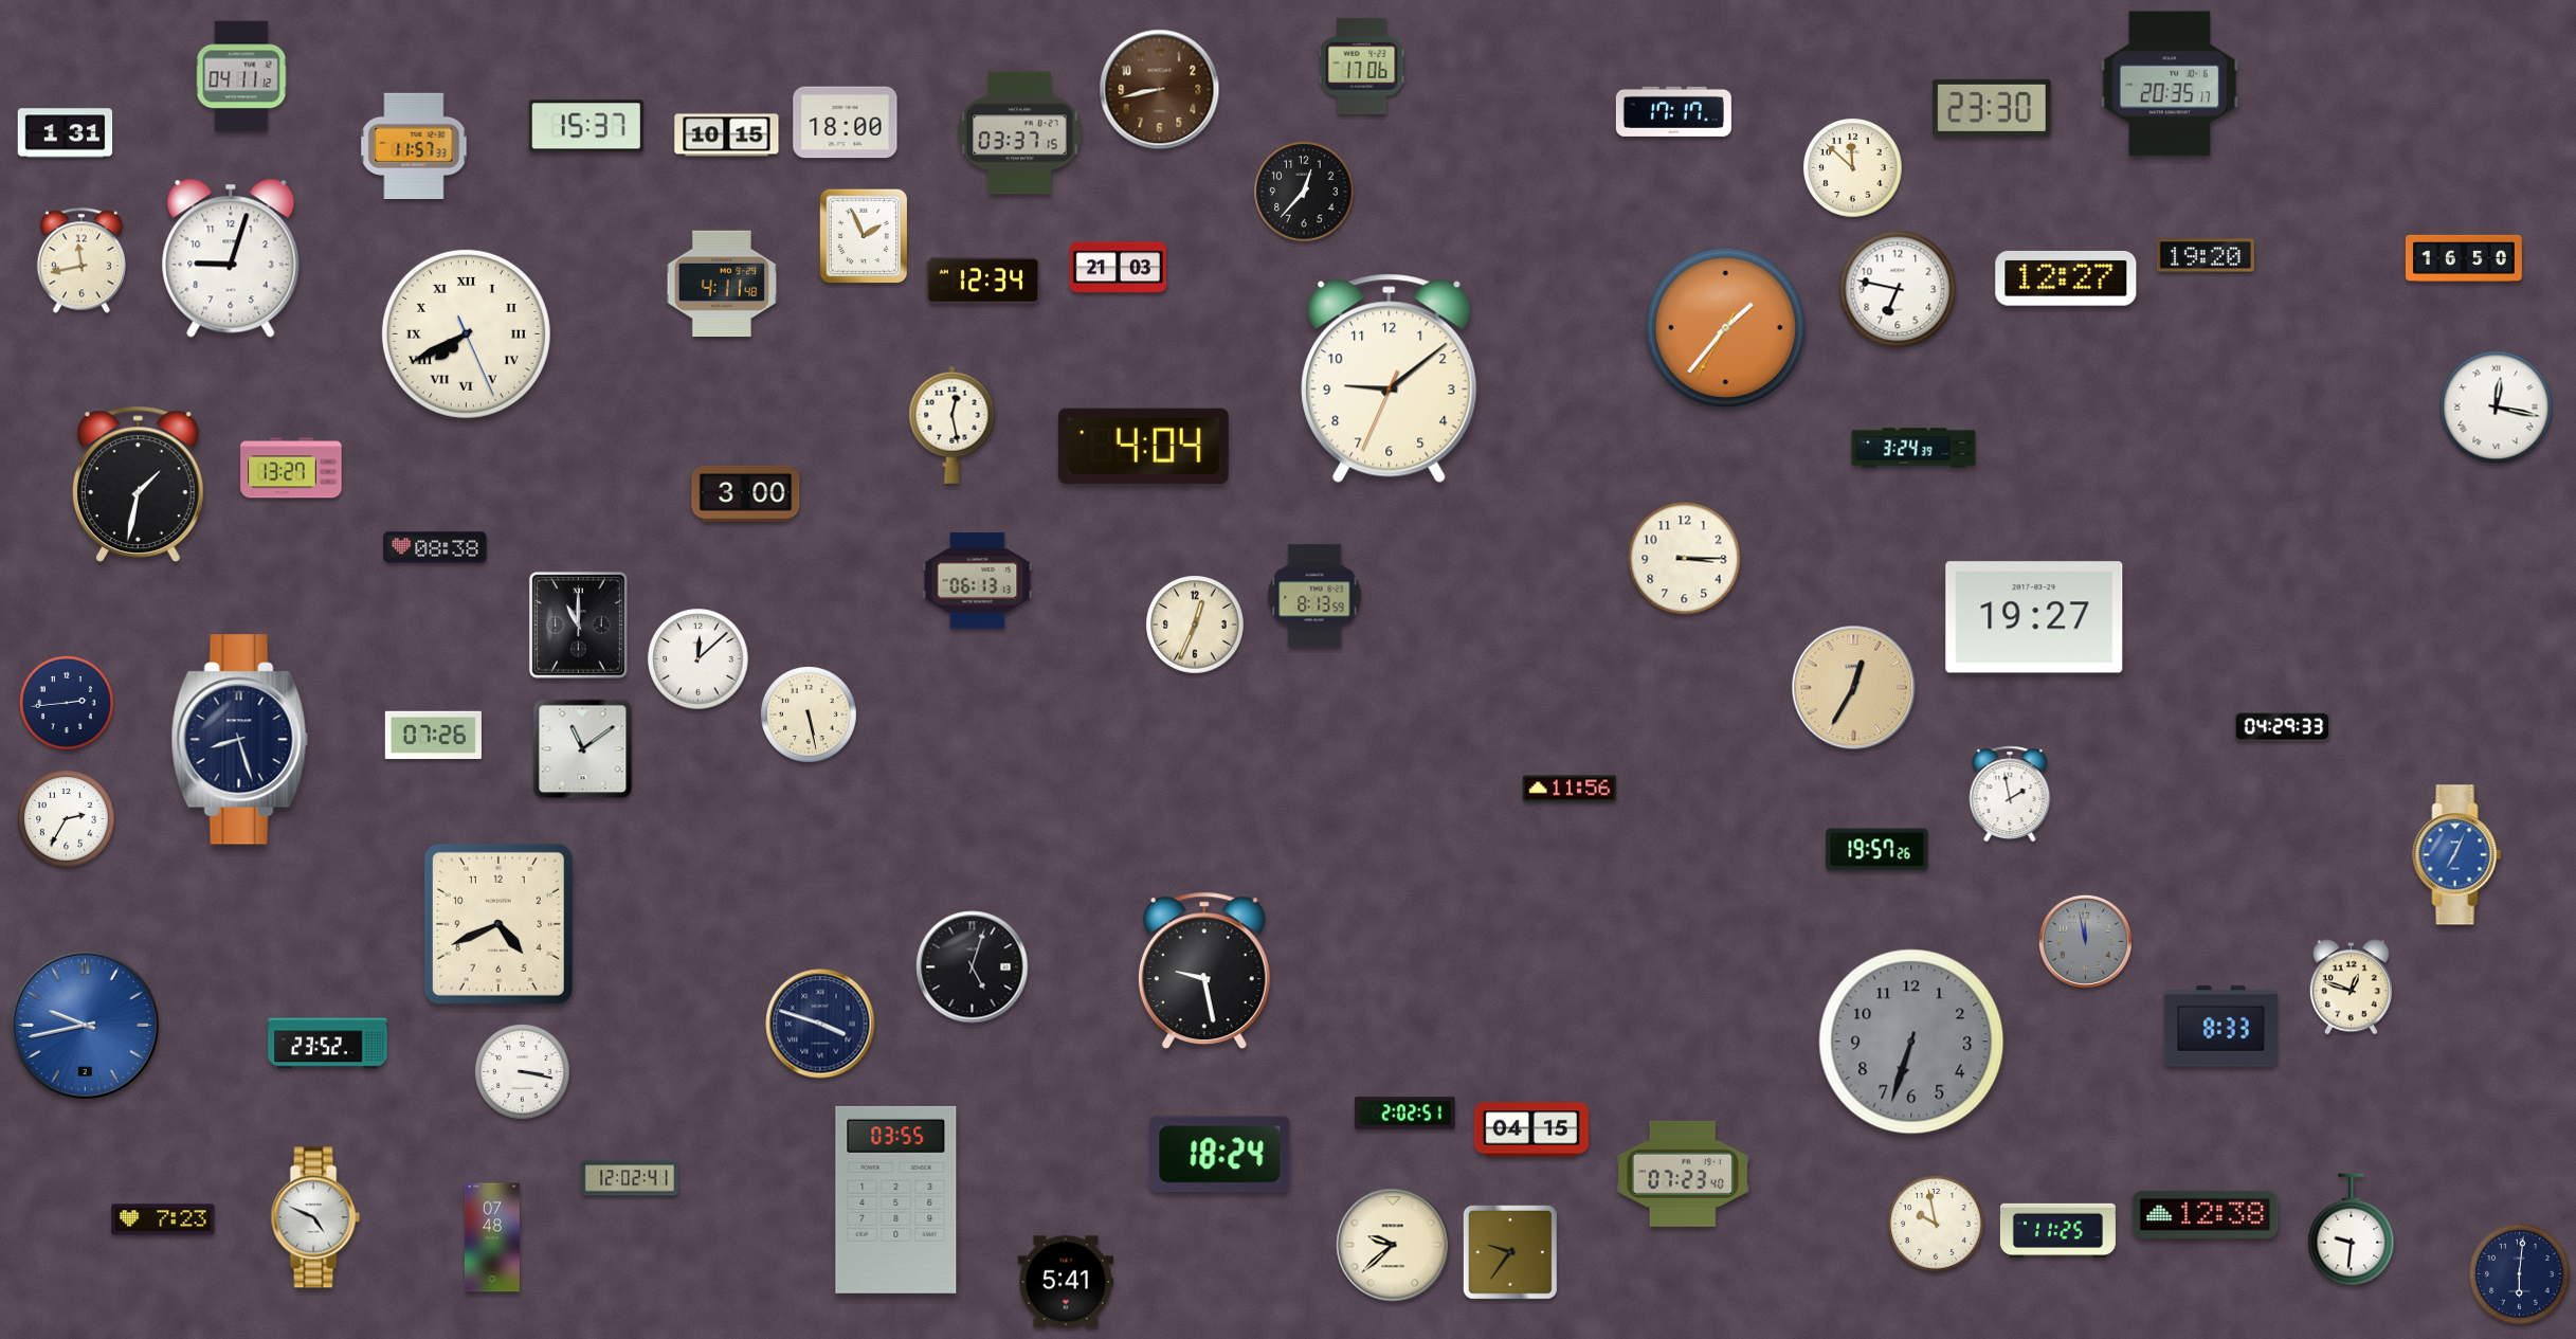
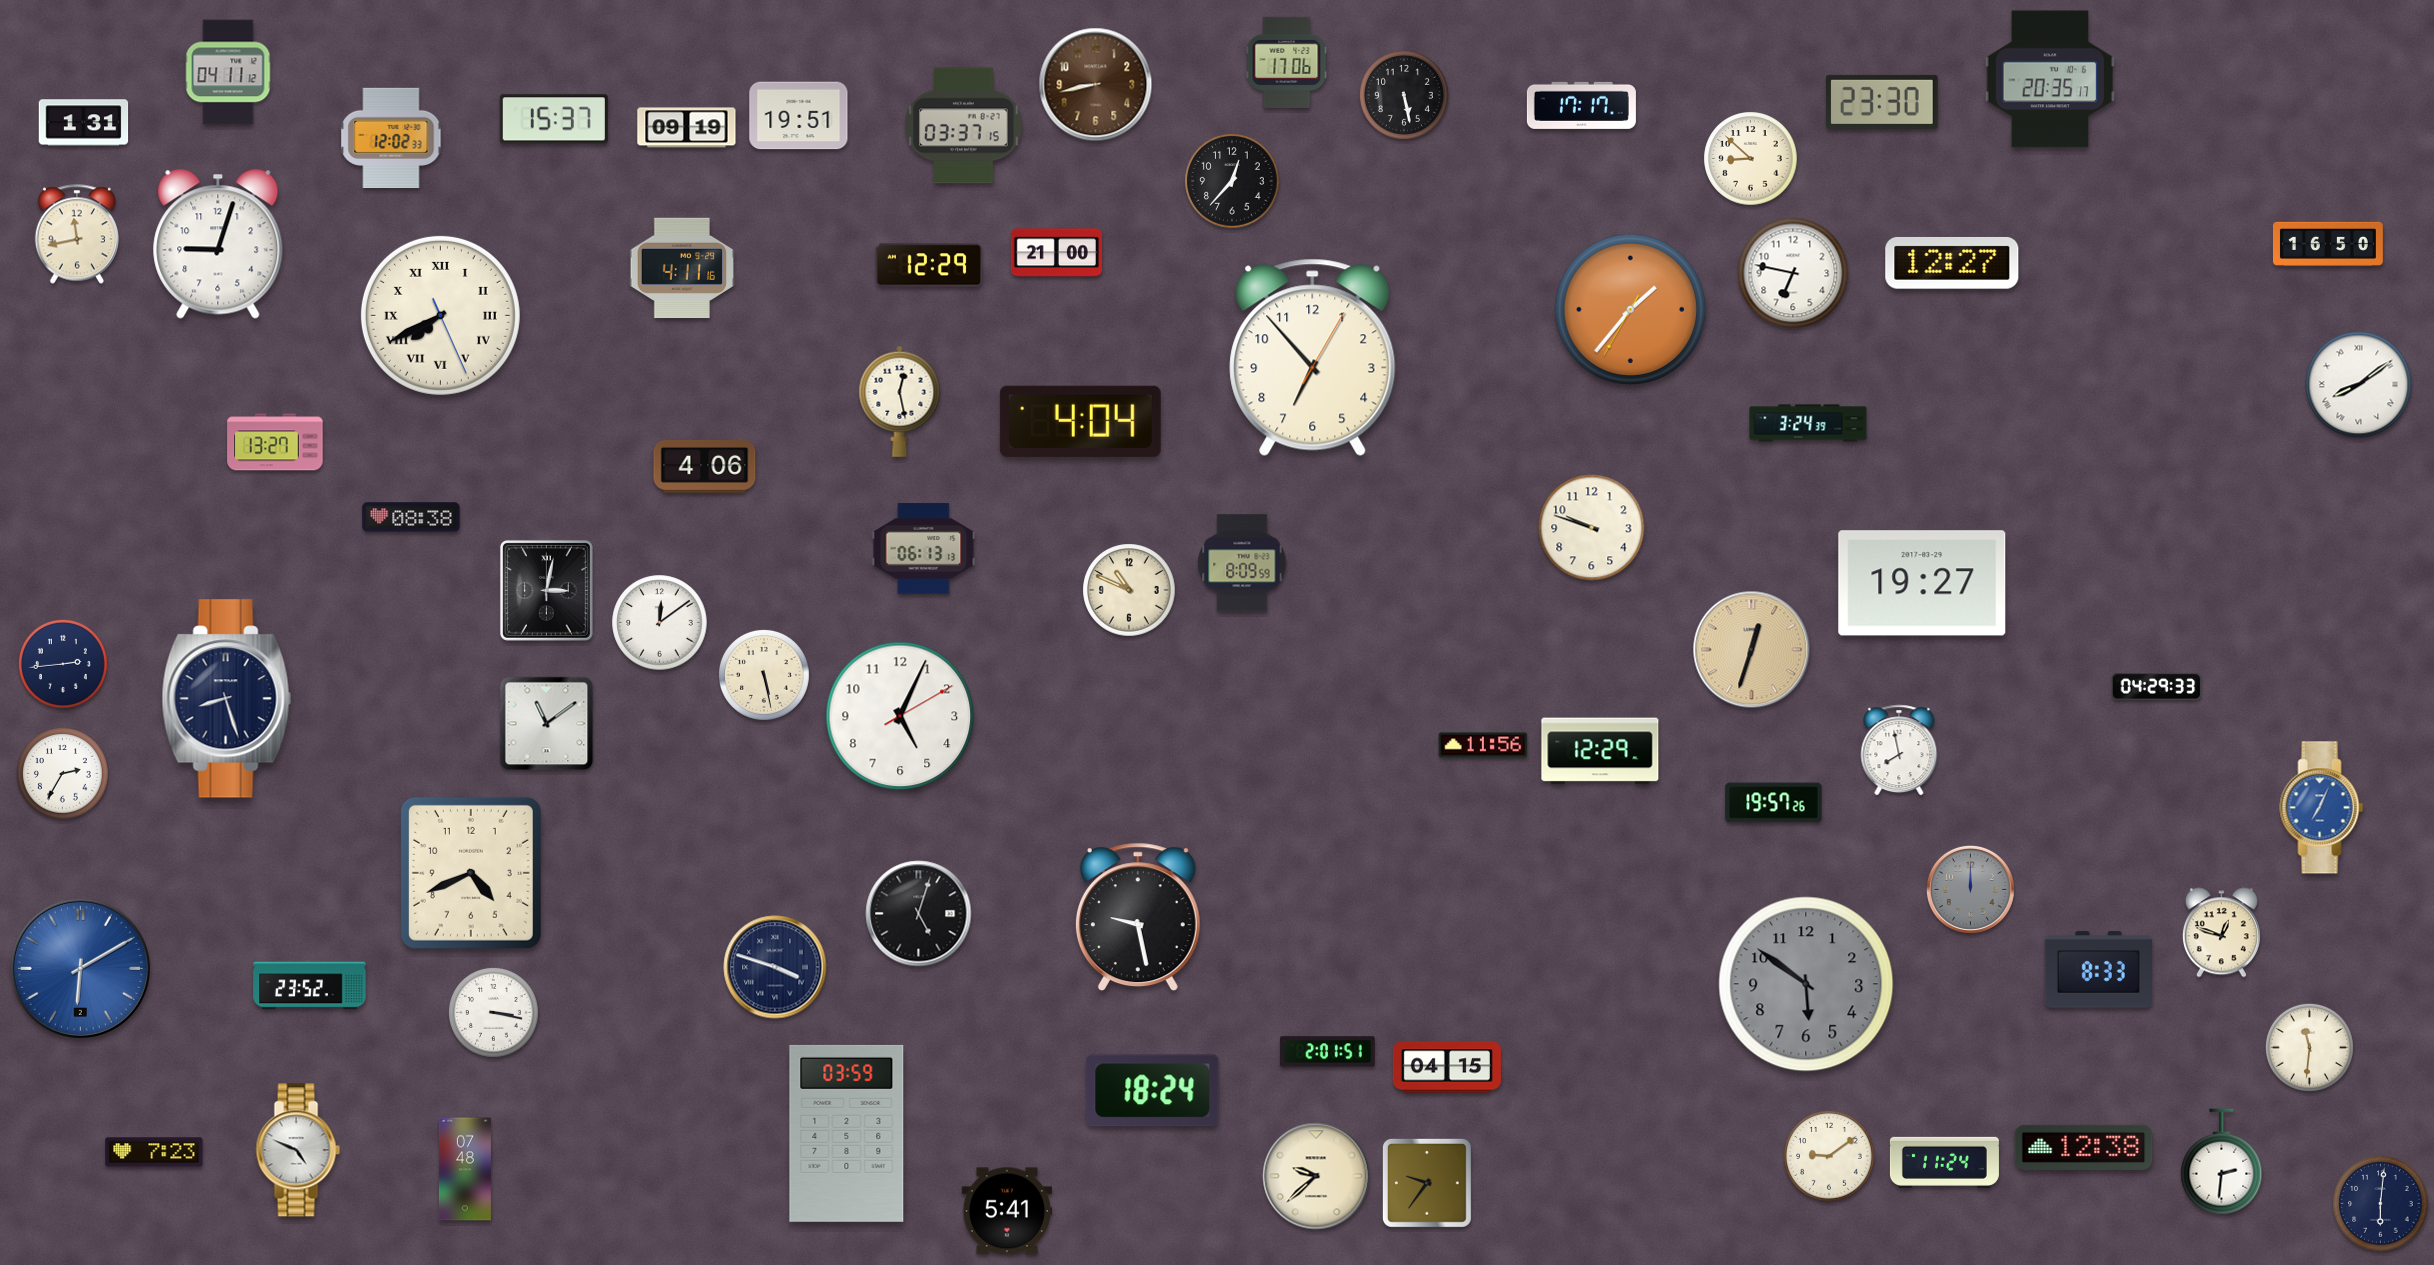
clock at (1404, 95): none -> 5:28
clock at (846, 123): 18:00 -> 19:51
clock at (66, 133) position: (66, 133) -> (84, 123)
clock at (727, 135): 10:15 -> 09:19
clock at (414, 145): 11:57 -> 12:02
clock at (1853, 168): 11:52 -> 8:52
clock at (864, 236): 1:56 -> none
clock at (2206, 255): 19:20 -> none
clock at (81, 260) position: (81, 260) -> (77, 234)
clock at (1118, 268): 21:03 -> 21:00
clock at (983, 281): 12:34 -> 12:29
clock at (722, 284): 4:11:48 -> 4:11:16
clock at (1390, 379): 9:08 -> 6:53
clock at (2497, 408): 12:17 -> 8:09
clock at (138, 484): 1:32 -> none
clock at (746, 493): 3:00 -> 4:06
clock at (1685, 559): 3:15 -> 9:48
clock at (1314, 596): 8:13 -> 8:09
clock at (578, 625): 11:00 -> 3:02
clock at (1195, 625): 12:34 -> 10:49
clock at (699, 659): 12:08 -> 12:09
clock at (1854, 688): 12:35 -> 12:33
clock at (433, 735): 07:26 -> none
clock at (583, 749) position: (583, 749) -> (547, 724)
clock at (900, 716): none -> 5:04
clock at (2010, 794): 1:58 -> 7:58
clock at (1600, 751): none -> 12:29
clock at (2085, 941): 11:58 -> 12:00
clock at (85, 1025): 9:43 -> 6:10
clock at (1911, 1042): 6:33 -> 5:51
clock at (2309, 1047): none -> 11:31
clock at (1405, 1114): 2:02 -> 2:01
clock at (1683, 1174): 07:23 -> none
clock at (630, 1178): 12:02 -> none
clock at (896, 1199): 03:55 -> 03:59
clock at (1937, 1225): 9:58 -> 9:09
clock at (2057, 1230): 11:25 -> 11:24
clock at (2352, 1230): 9:31 -> 2:31
